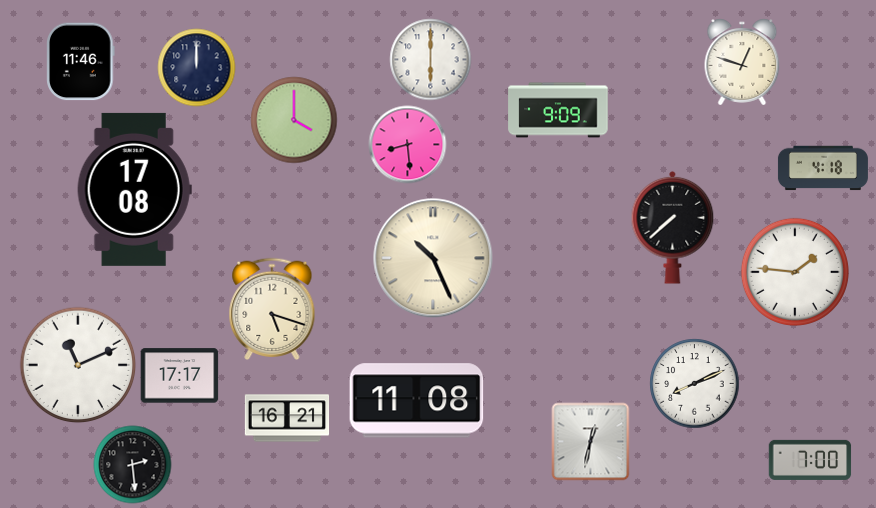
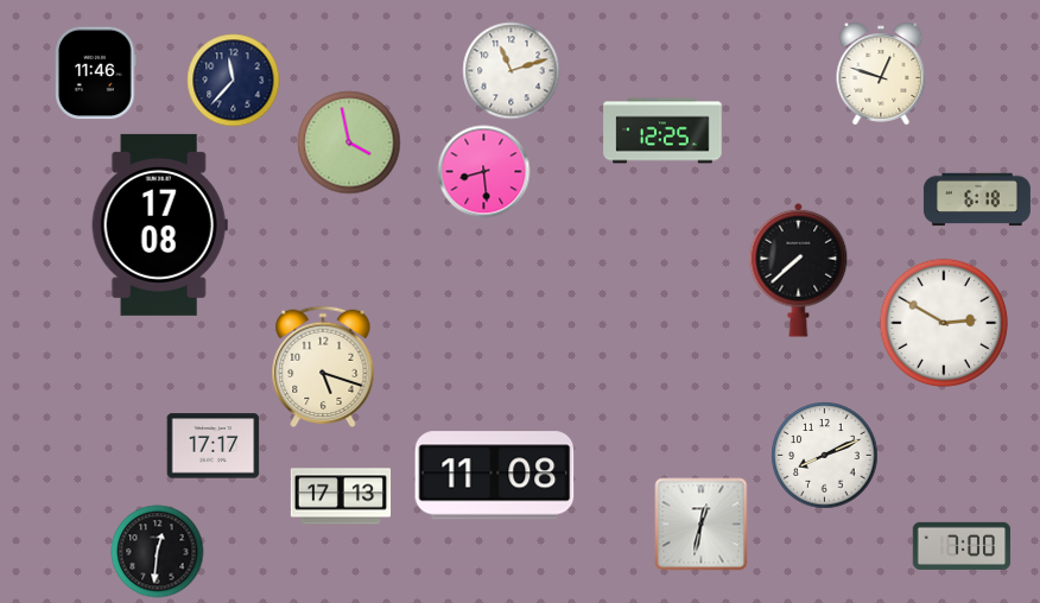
clock at (430, 59): 6:00 -> 11:12
clock at (196, 67): 12:00 -> 11:37
clock at (558, 110): 9:09 -> 12:25
clock at (294, 120): 4:00 -> 3:58
clock at (823, 168): 4:18 -> 6:18
clock at (433, 258): 10:26 -> none
clock at (795, 272): 1:46 -> 2:50
clock at (78, 365): 11:11 -> none
clock at (287, 418): 16:21 -> 17:13
clock at (132, 464): 2:29 -> 12:31
